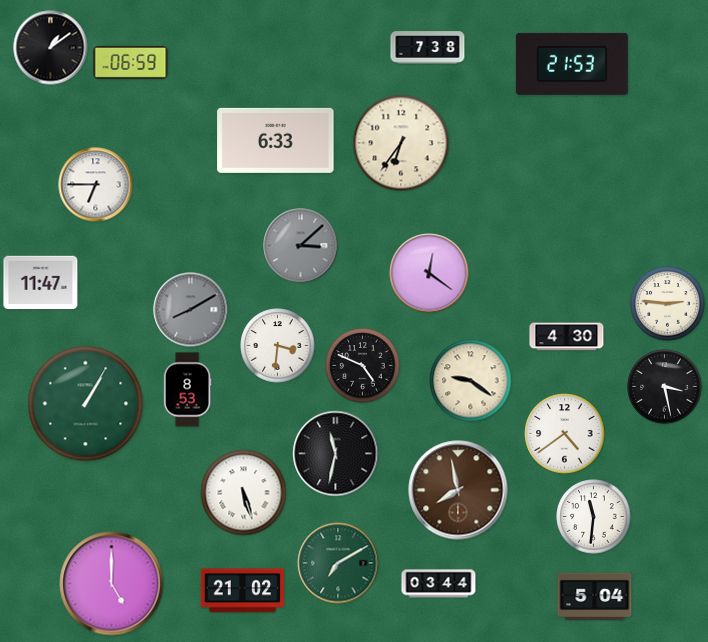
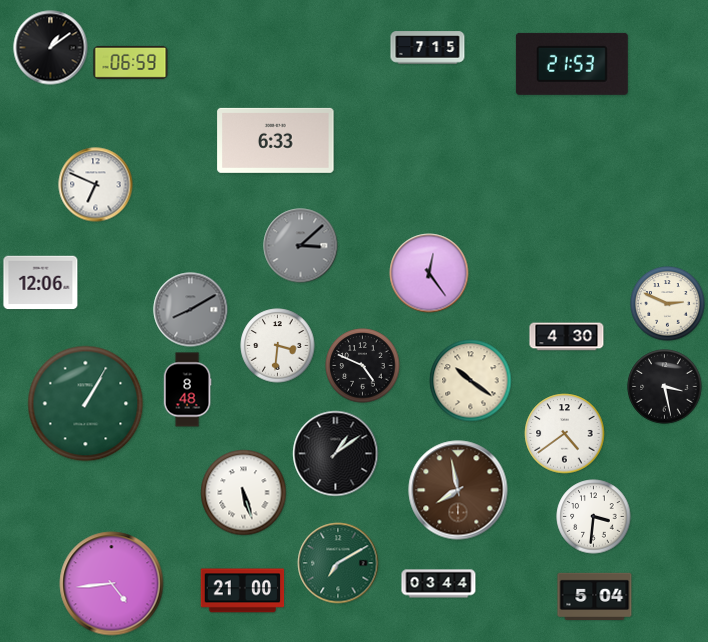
clock at (428, 48): 7:38 -> 7:15
clock at (401, 143): 6:36 -> none
clock at (96, 185): 6:45 -> 6:49
clock at (429, 273): 12:21 -> 12:24
clock at (41, 283): 11:47 -> 12:06
clock at (668, 304): 2:46 -> 2:49
clock at (471, 381): 9:21 -> 10:21
clock at (187, 390): 8:53 -> 8:48
clock at (336, 454): 11:32 -> 1:09
clock at (594, 517): 11:31 -> 3:31
clock at (112, 584): 5:00 -> 4:44
clock at (243, 591): 21:02 -> 21:00
